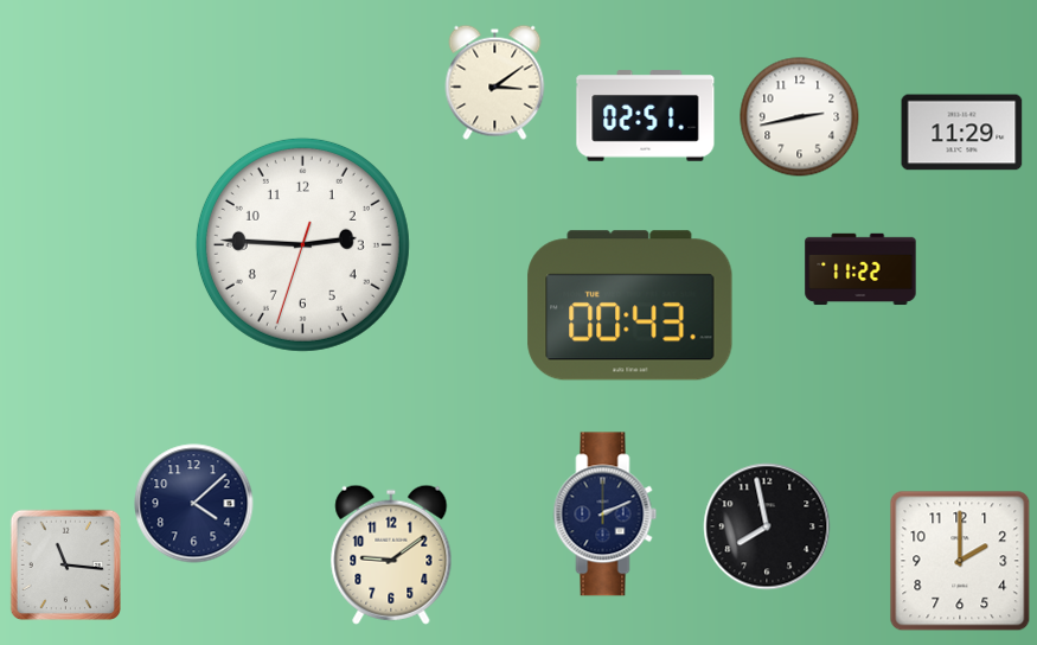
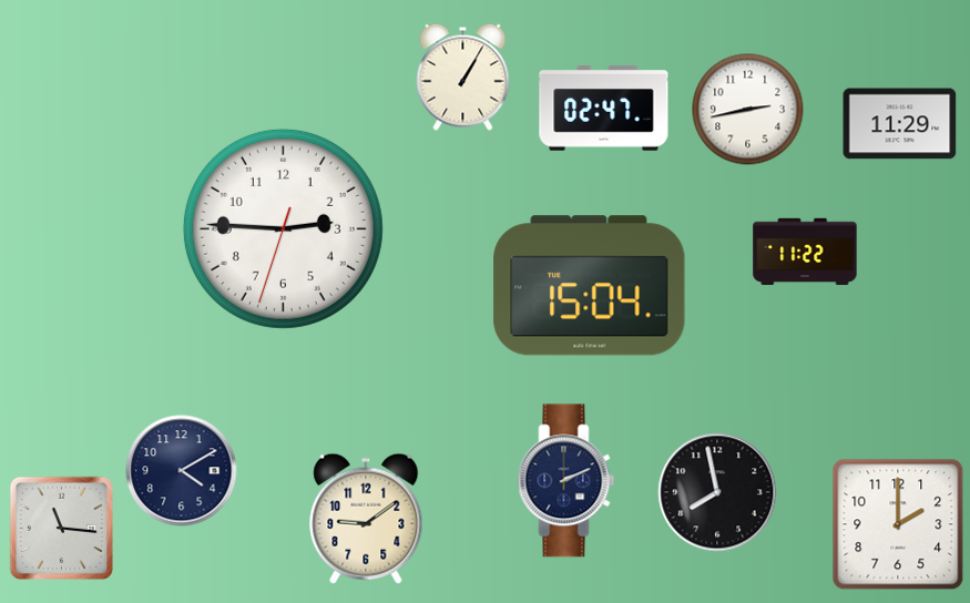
clock at (495, 82): 3:09 -> 1:05
clock at (646, 116): 02:51 -> 02:47
clock at (630, 306): 00:43 -> 15:04
clock at (194, 504): 4:08 -> 4:10
